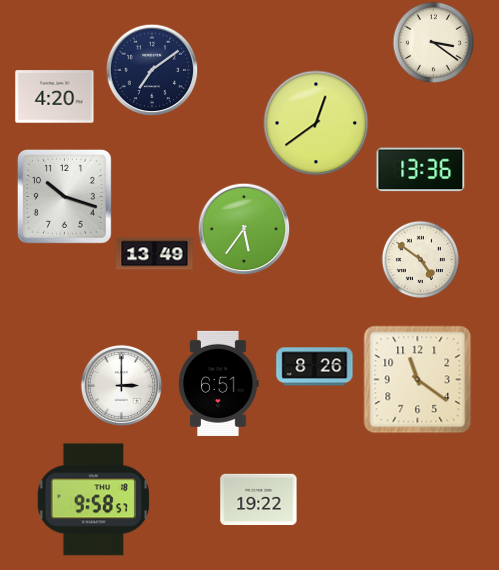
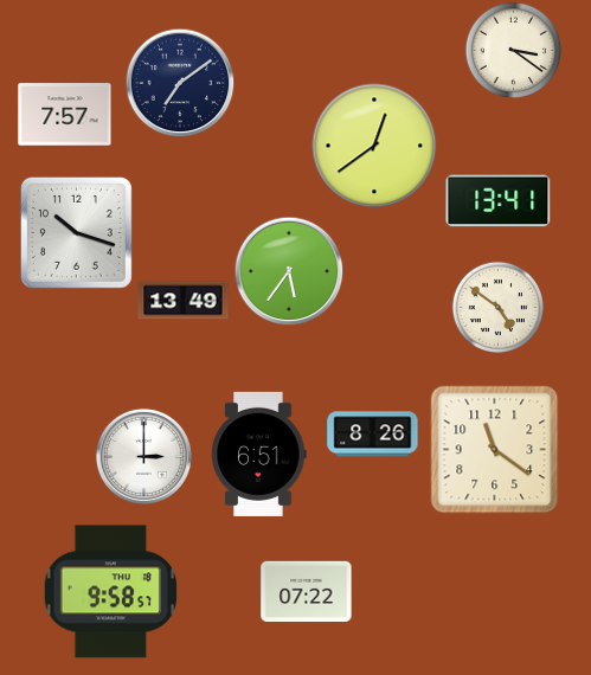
clock at (55, 97): 4:20 -> 7:57
clock at (421, 170): 13:36 -> 13:41
clock at (259, 499): 19:22 -> 07:22
